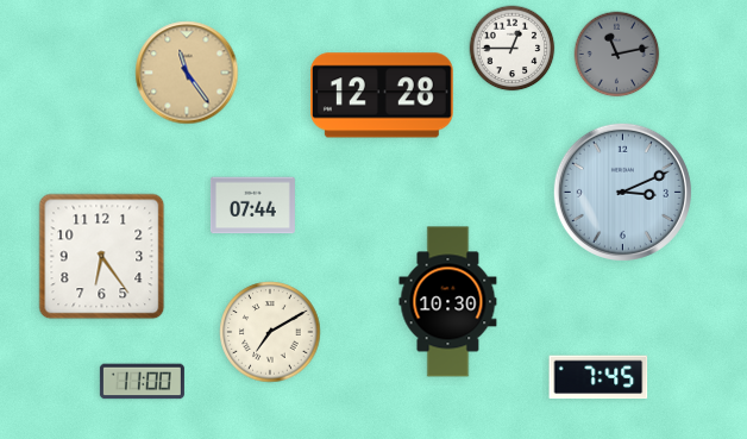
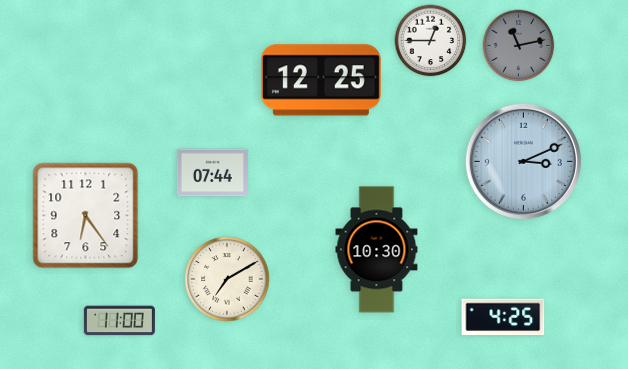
clock at (187, 73): 11:24 -> none
clock at (382, 95): 12:28 -> 12:25
clock at (448, 302) position: (448, 302) -> (377, 250)
clock at (598, 377): 7:45 -> 4:25
